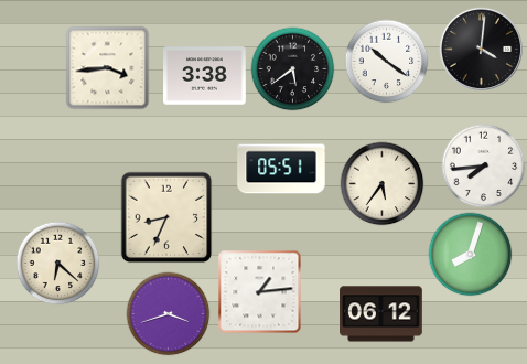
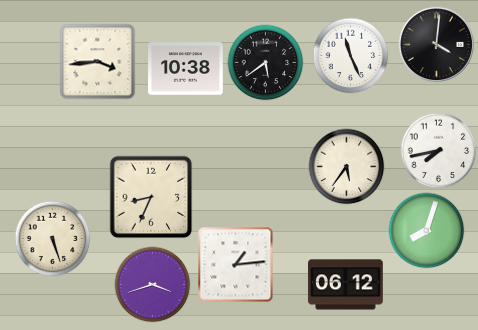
clock at (387, 62): 10:21 -> 11:26
clock at (205, 76): 3:38 -> 10:38
clock at (484, 167): 7:44 -> 7:43
clock at (281, 169): 05:51 -> none
clock at (58, 264): 6:22 -> 5:27
